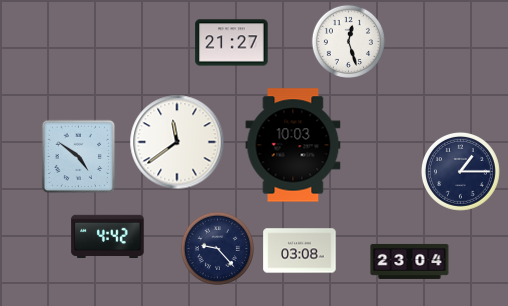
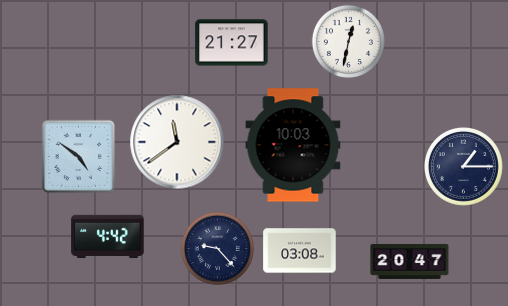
clock at (348, 41): 12:27 -> 12:32
clock at (460, 171) position: (460, 171) -> (463, 166)
clock at (410, 261): 23:04 -> 20:47
